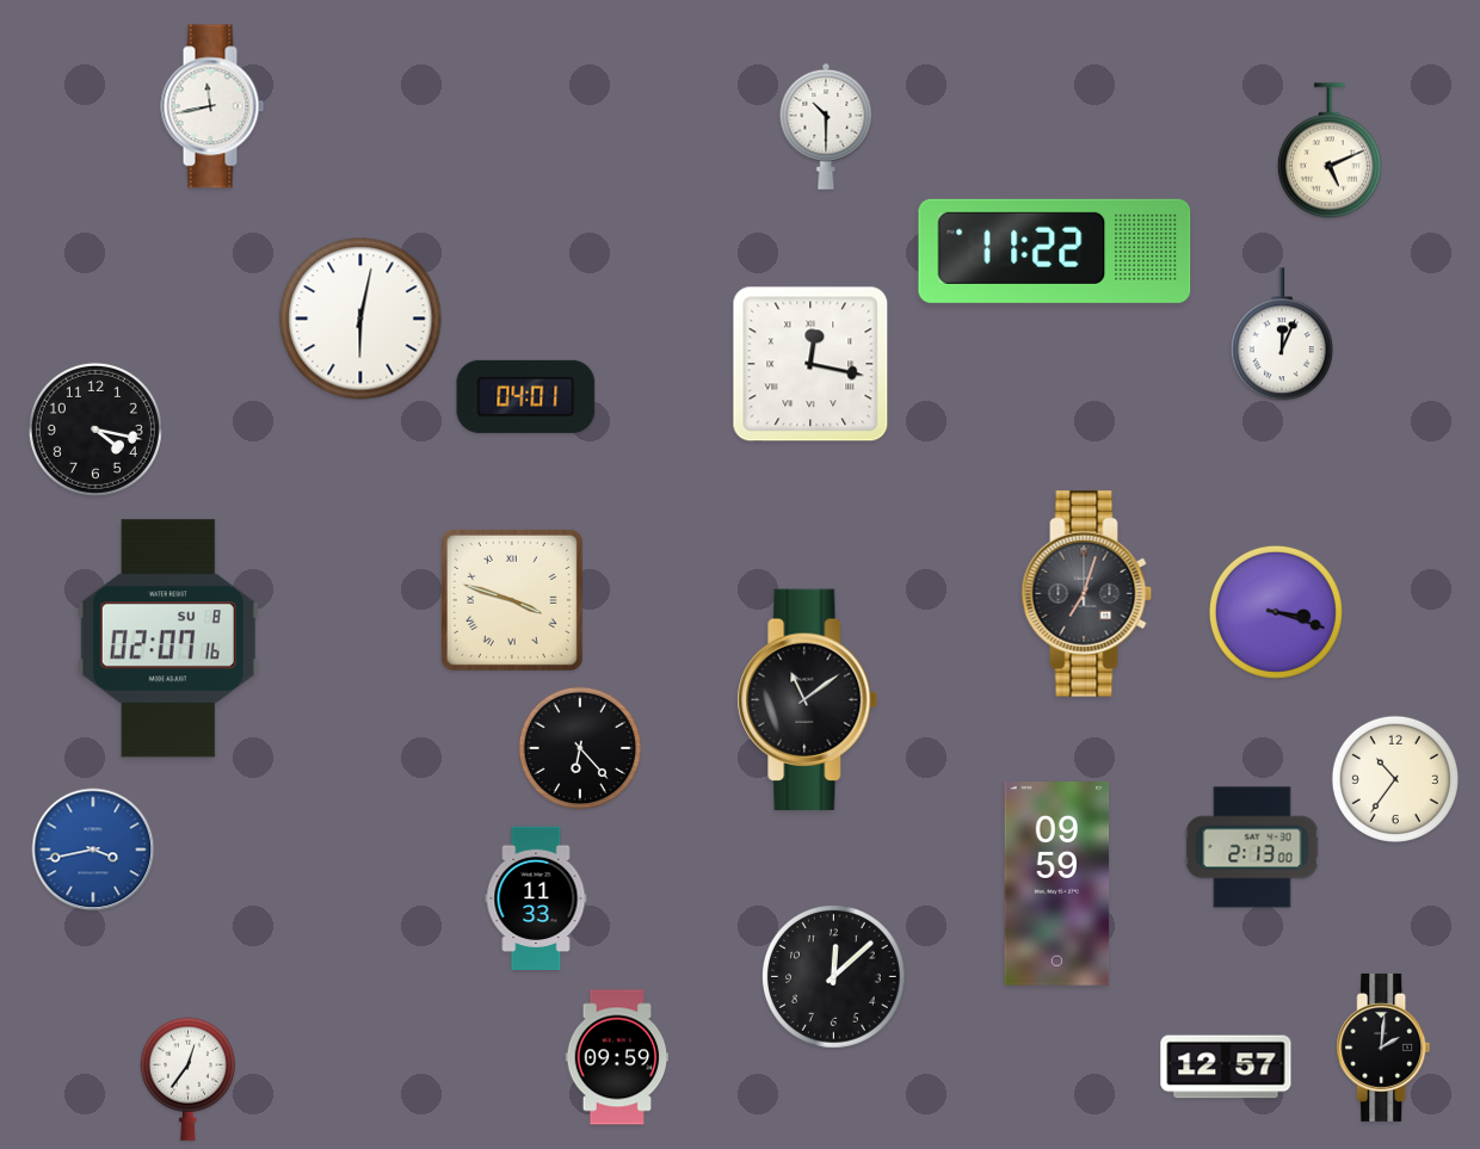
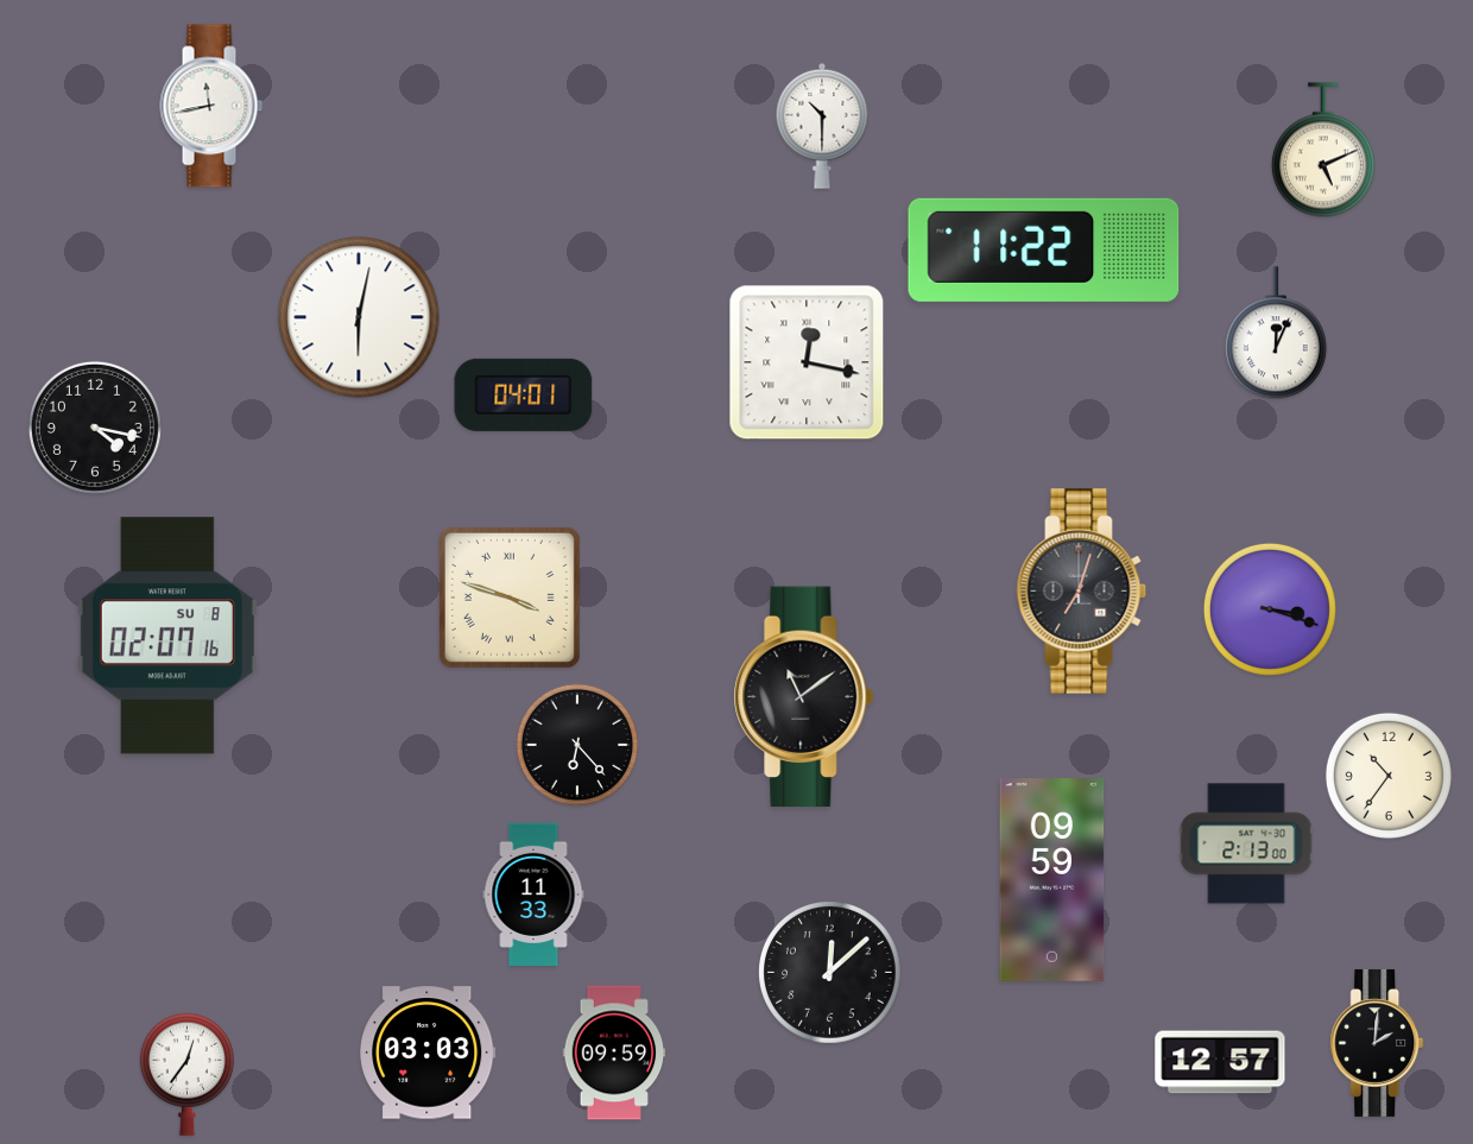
clock at (1055, 251) position: (1055, 251) -> (1044, 249)
clock at (93, 850): 3:43 -> none
clock at (428, 1053): none -> 03:03
